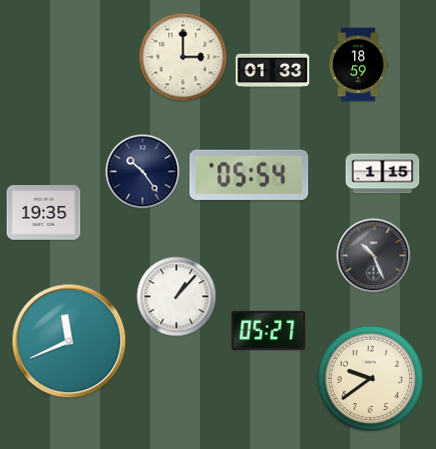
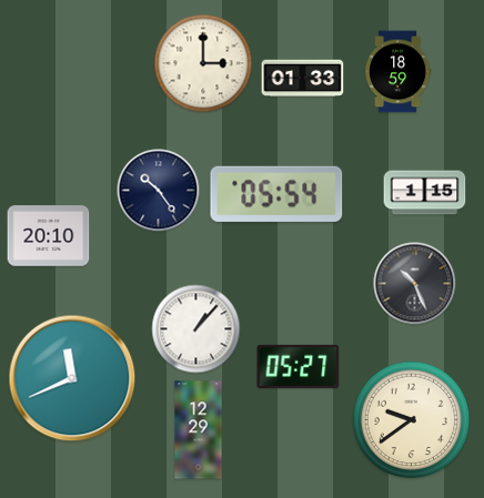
clock at (44, 213): 19:35 -> 20:10
clock at (69, 341) position: (69, 341) -> (72, 378)
clock at (199, 430): none -> 12:29
